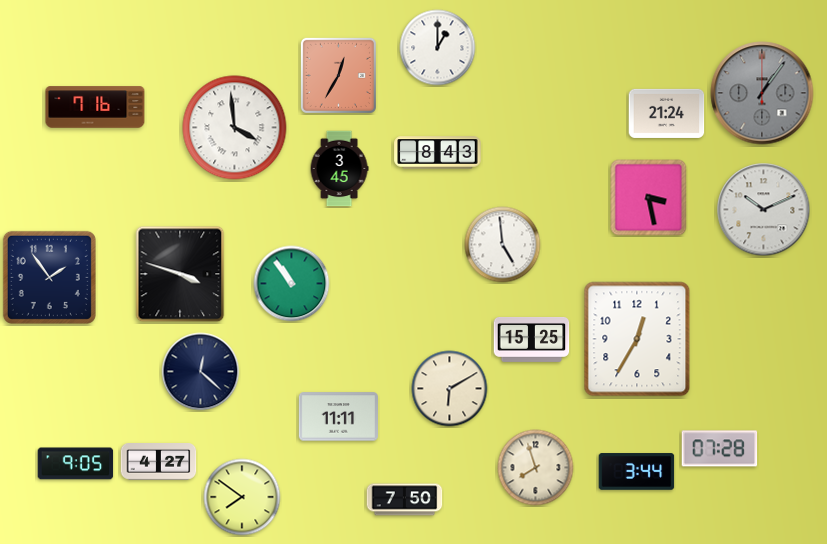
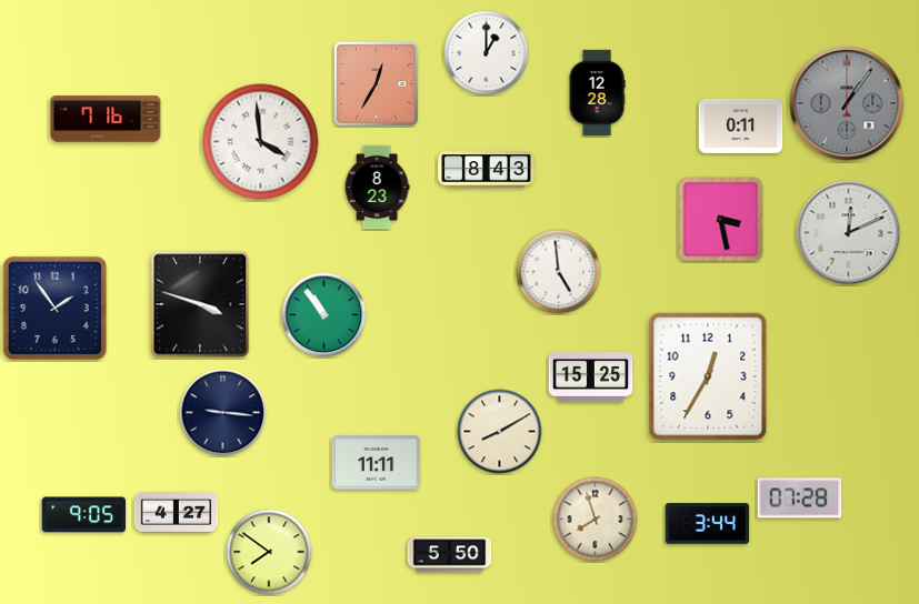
clock at (597, 93): none -> 12:28
clock at (667, 113): 21:24 -> 0:11
clock at (339, 169): 3:45 -> 8:23
clock at (764, 210): 10:11 -> 12:11
clock at (201, 372): 12:22 -> 9:16
clock at (450, 389): 6:10 -> 8:10
clock at (405, 500): 7:50 -> 5:50
